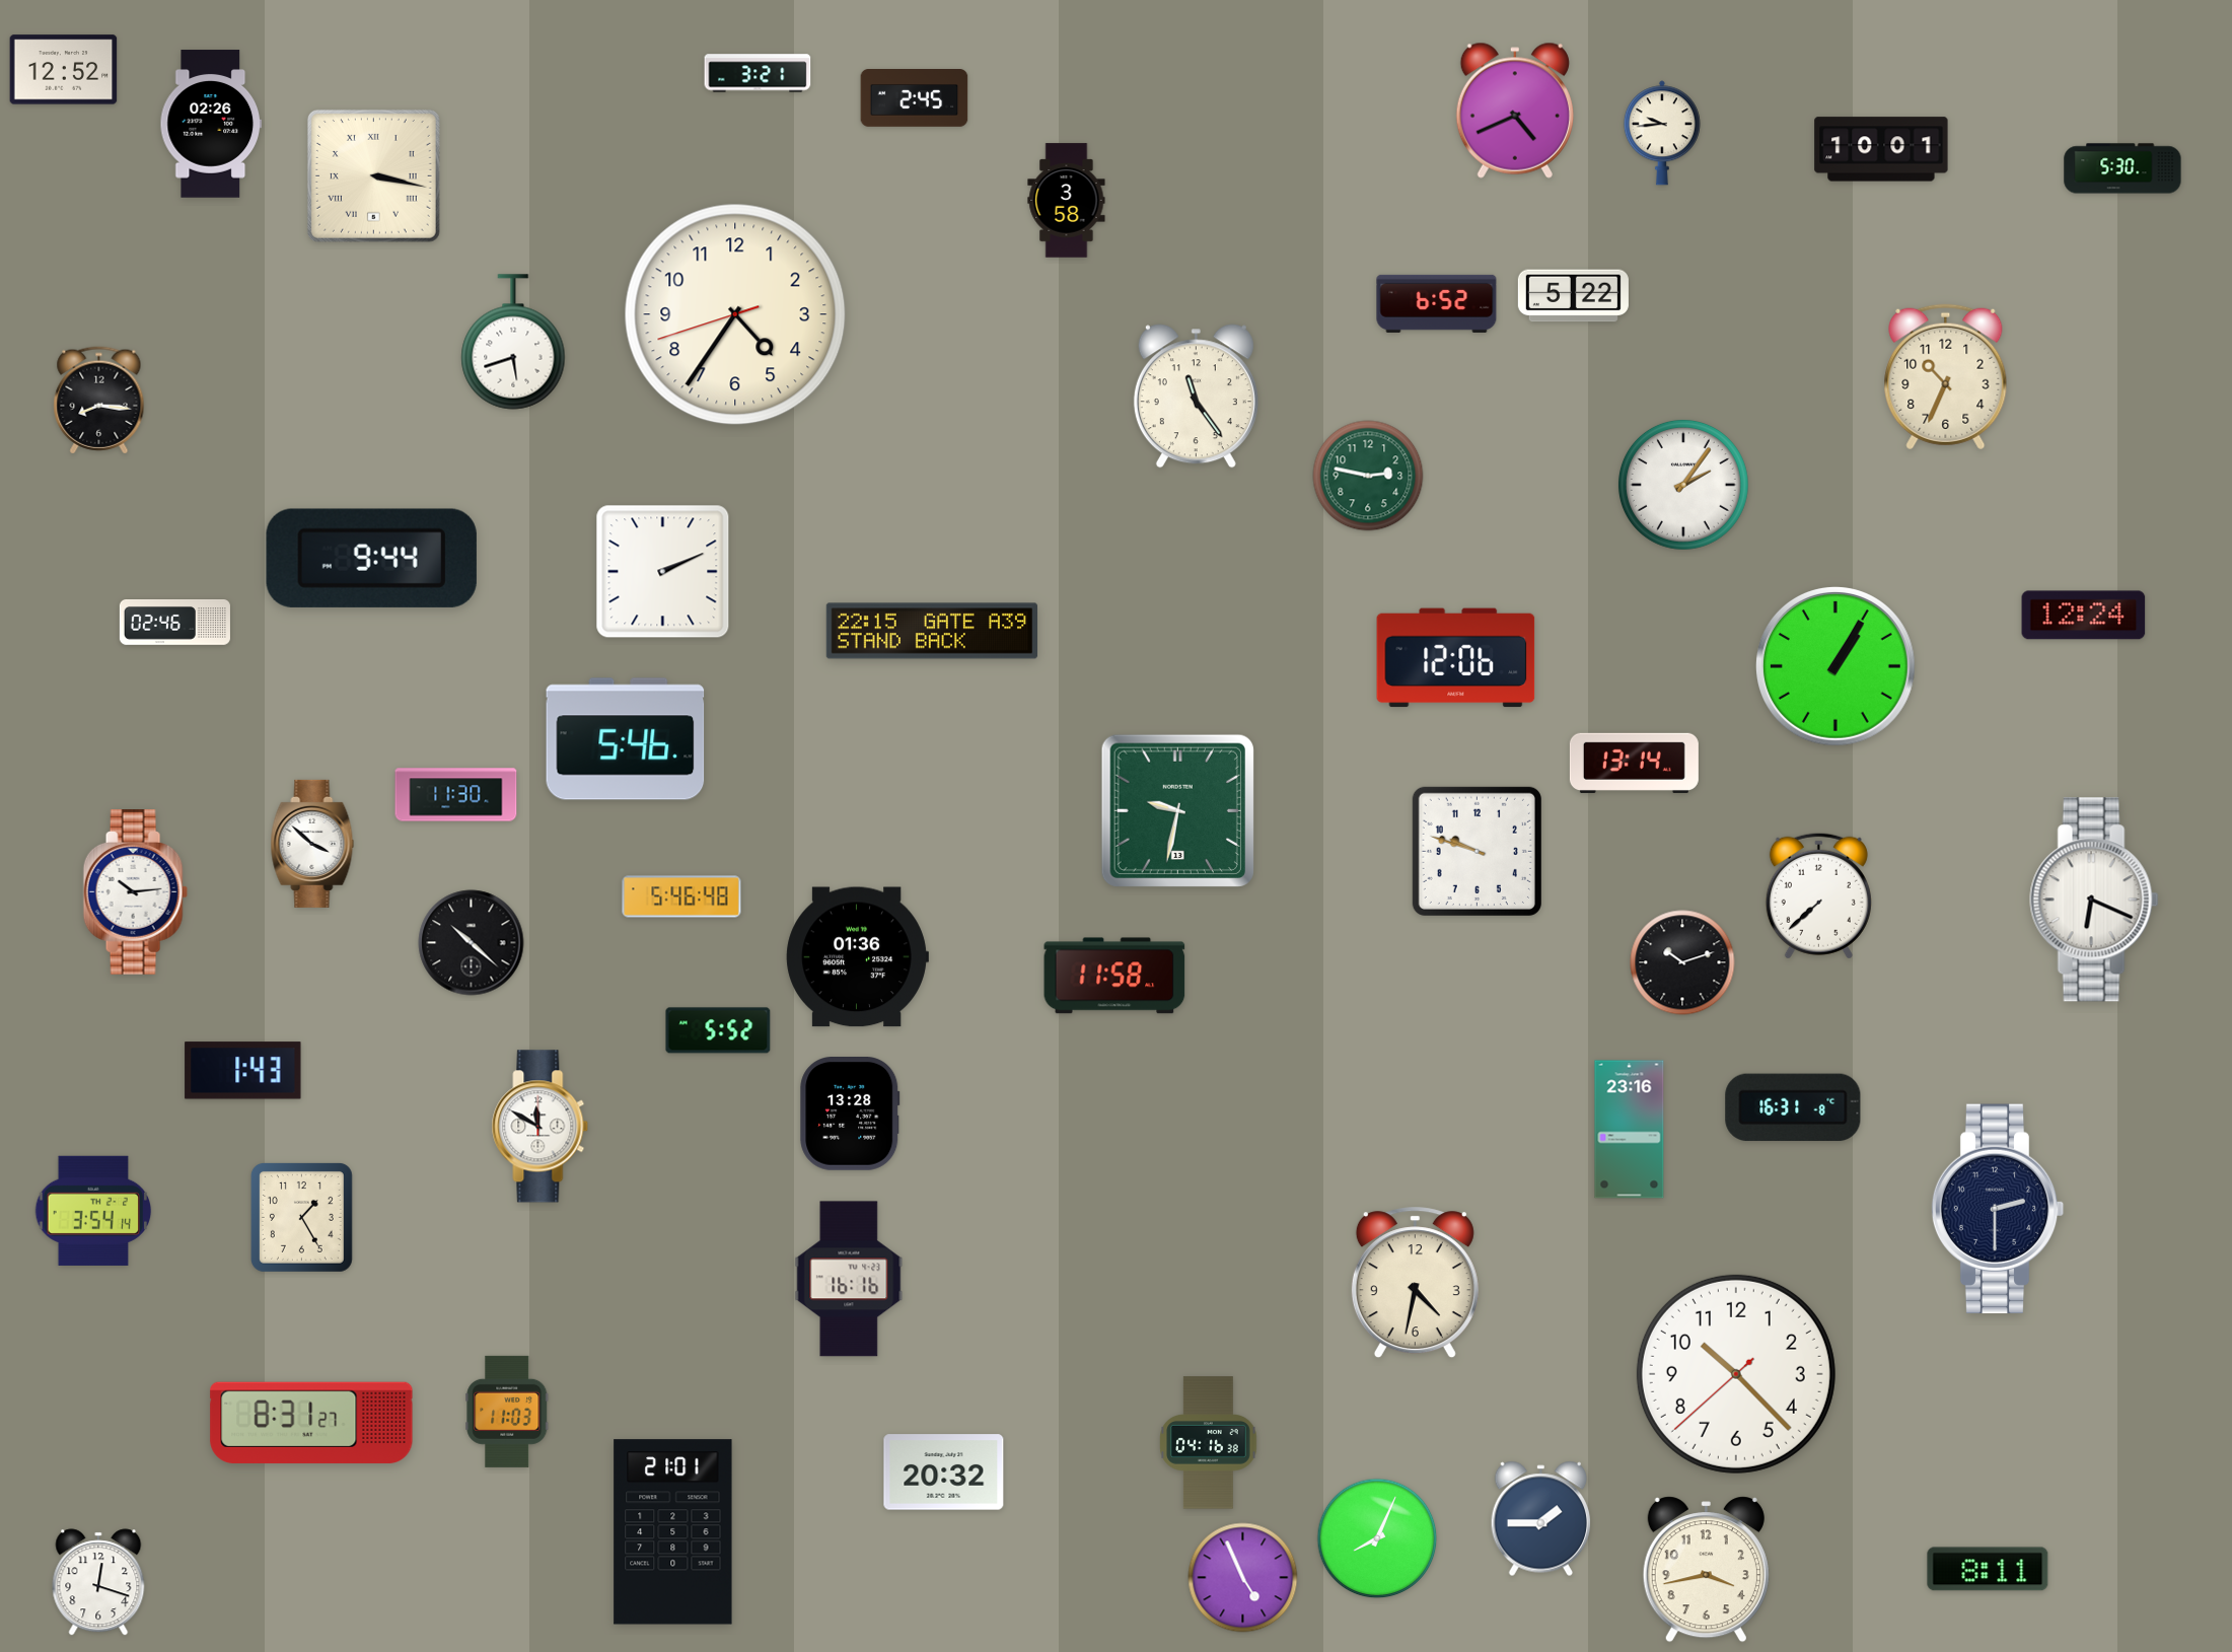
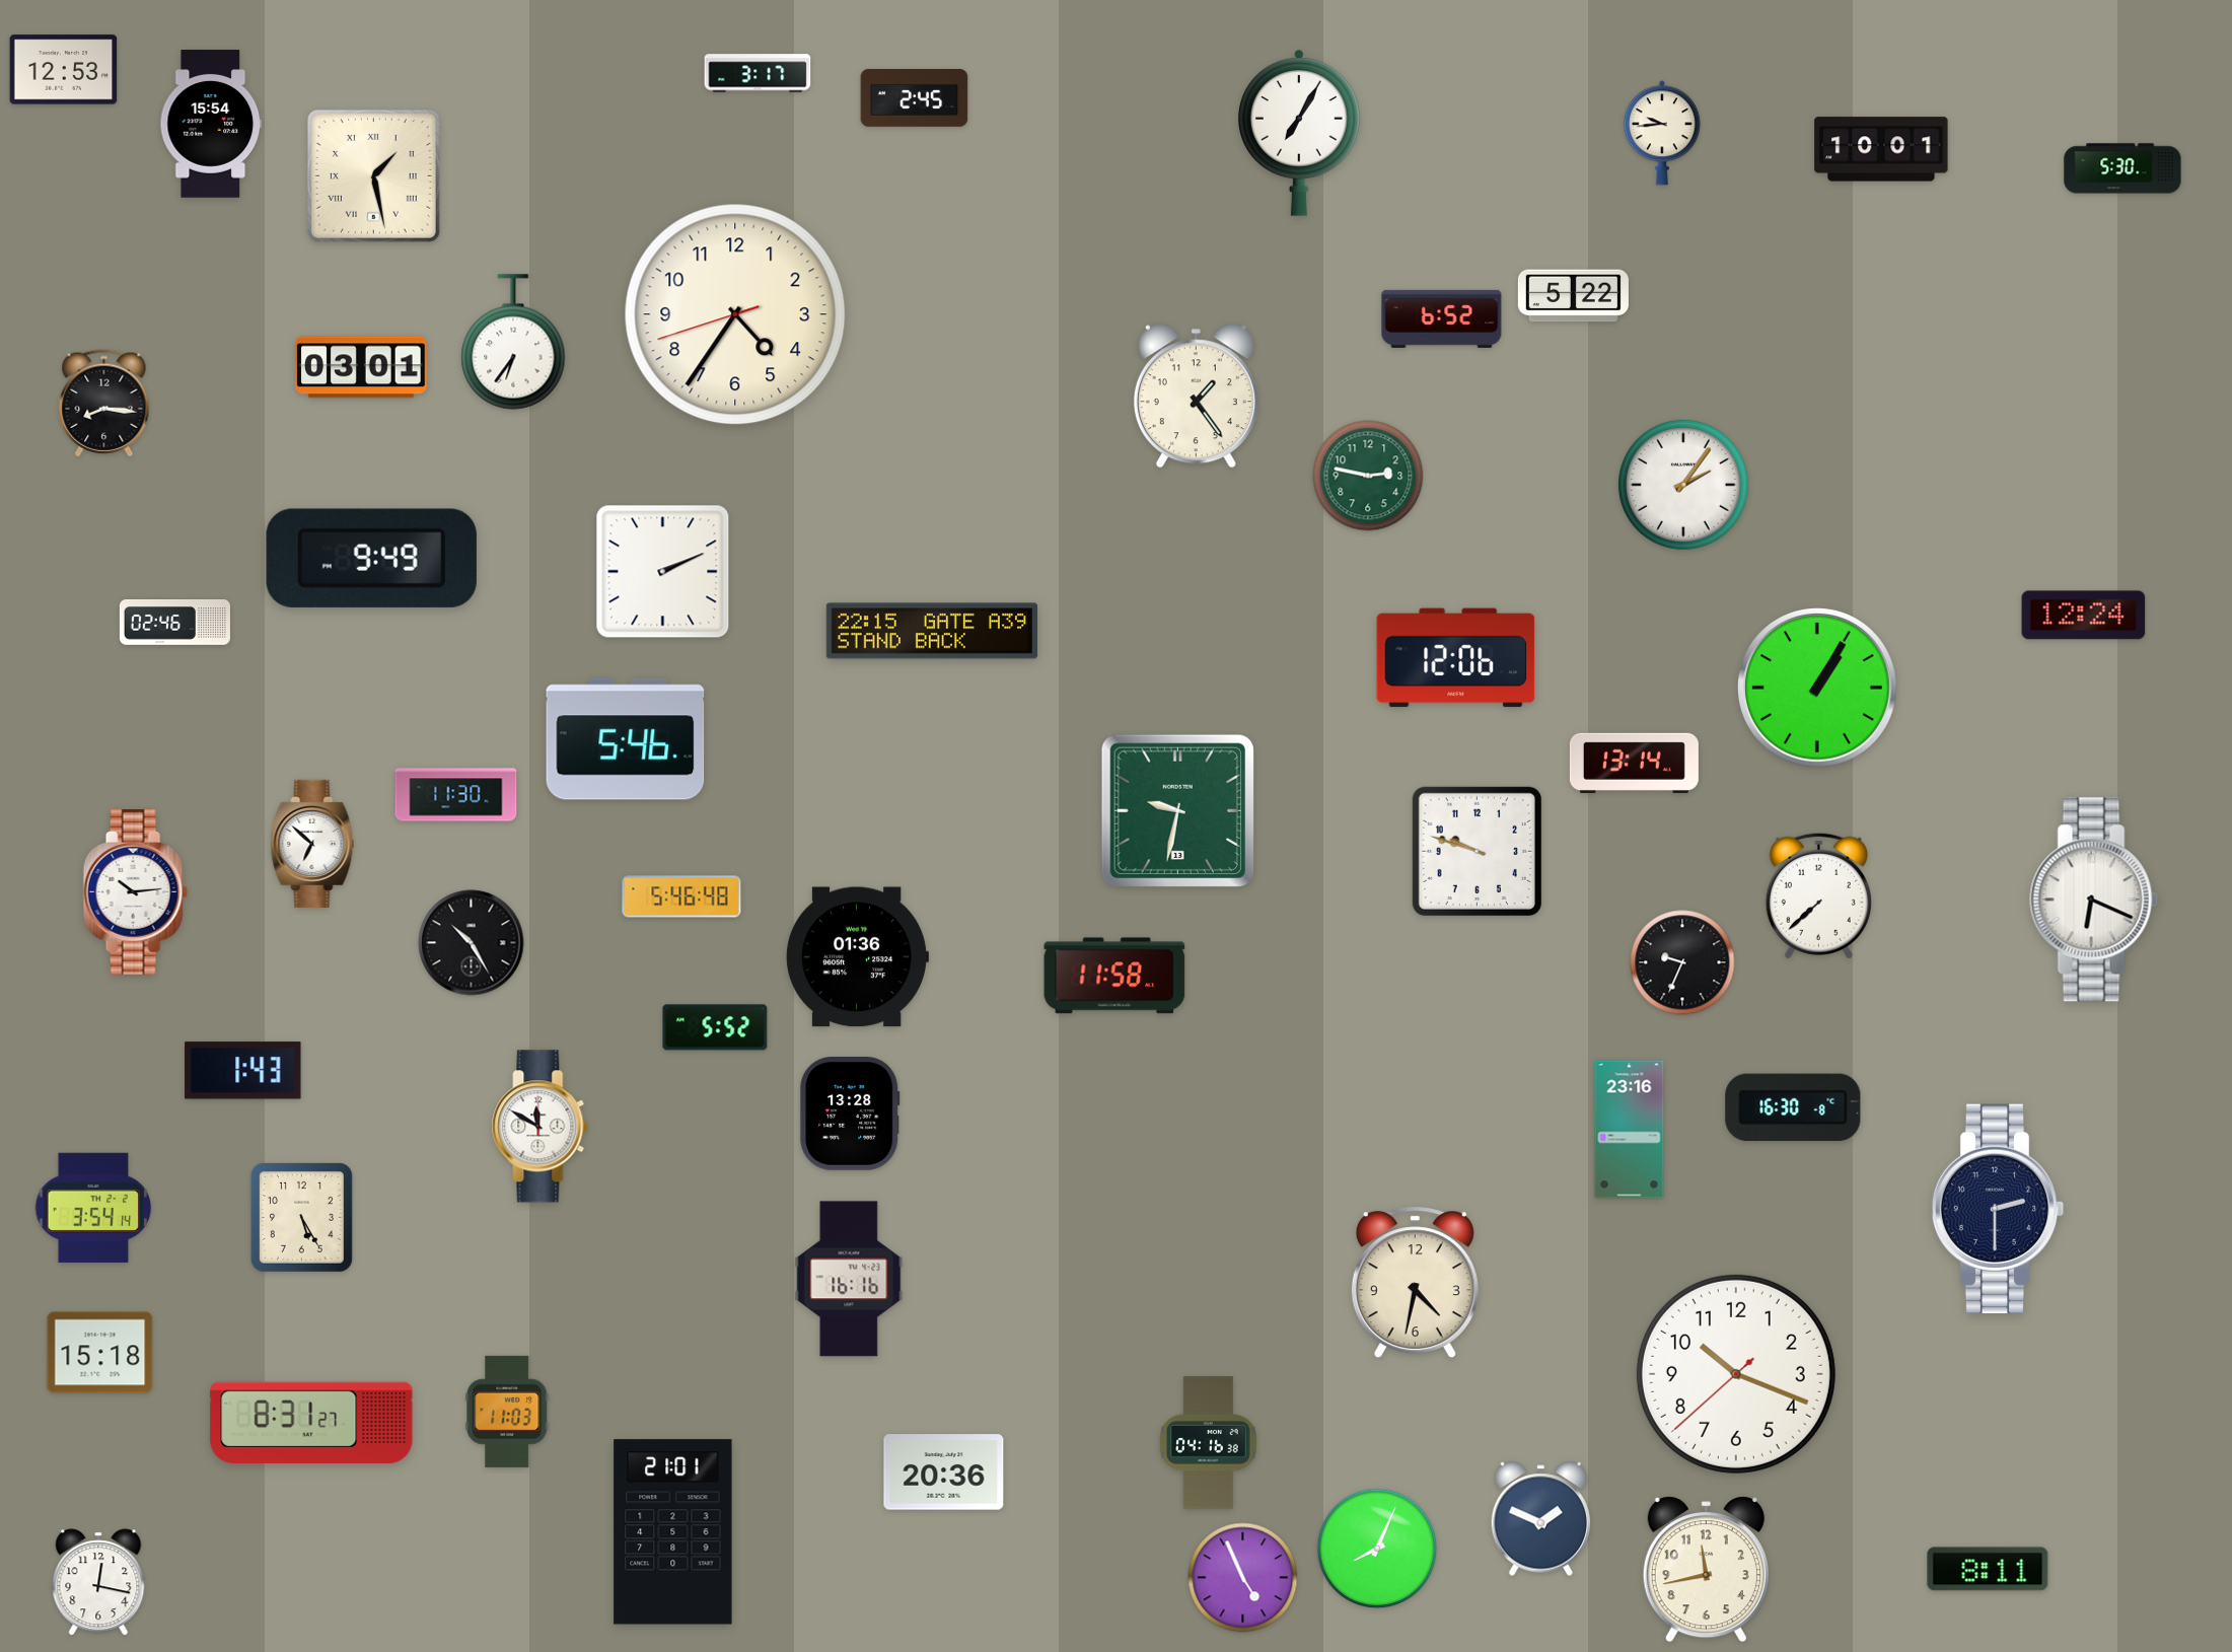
clock at (64, 70): 12:52 -> 12:53
clock at (758, 73): 3:21 -> 3:17
clock at (1515, 111): 4:41 -> none
clock at (210, 124): 02:26 -> 15:54
clock at (1300, 133): none -> 7:05
clock at (373, 175): 3:17 -> 1:28
clock at (1067, 201): 3:58 -> none
clock at (1437, 303) position: (1437, 303) -> (1442, 318)
clock at (513, 342): 5:42 -> 6:36
clock at (361, 367): none -> 03:01
clock at (1946, 377): 10:34 -> none
clock at (1196, 397): 11:24 -> 1:24
clock at (99, 401) position: (99, 401) -> (104, 404)
clock at (371, 558): 9:44 -> 9:49
clock at (1835, 666) position: (1835, 666) -> (1817, 688)
clock at (312, 844): 3:52 -> 6:52
clock at (472, 943): 10:22 -> 10:25
clock at (1682, 962): 10:12 -> 9:34
clock at (718, 1030) position: (718, 1030) -> (715, 1027)
clock at (1793, 1107): 16:31 -> 16:30
clock at (93, 1211) position: (93, 1211) -> (93, 1208)
clock at (301, 1217): 1:25 -> 5:25
clock at (100, 1353): none -> 15:18
clock at (1736, 1374): 10:22 -> 10:18
clock at (944, 1473): 20:32 -> 20:36
clock at (1541, 1519): 1:45 -> 1:49
clock at (1377, 1538) position: (1377, 1538) -> (1377, 1549)
clock at (1706, 1570): 3:43 -> 11:43
clock at (98, 1582): 12:18 -> 12:17
